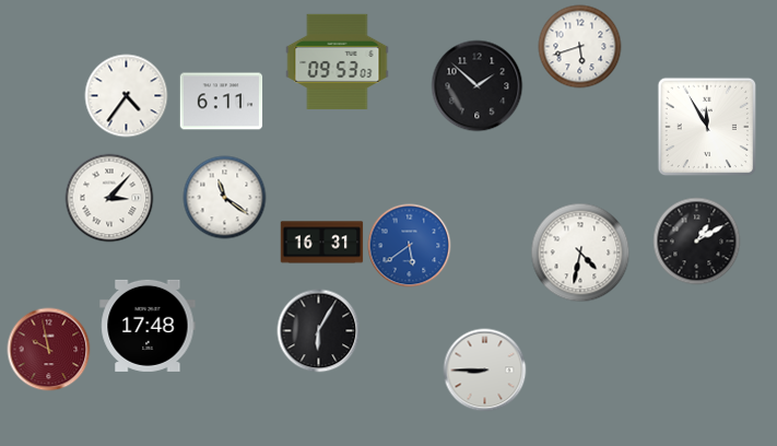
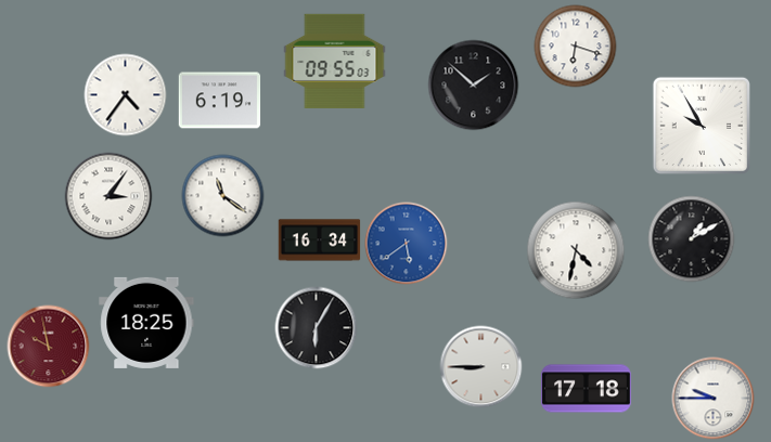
clock at (580, 47): 5:42 -> 6:18
clock at (338, 61): 09:53 -> 09:55
clock at (222, 102): 6:11 -> 6:19
clock at (706, 126): 11:55 -> 9:55
clock at (109, 198): 3:07 -> 3:06
clock at (322, 243): 16:31 -> 16:34
clock at (148, 326): 17:48 -> 18:25
clock at (587, 389): none -> 17:18
clock at (714, 399): none -> 9:45
